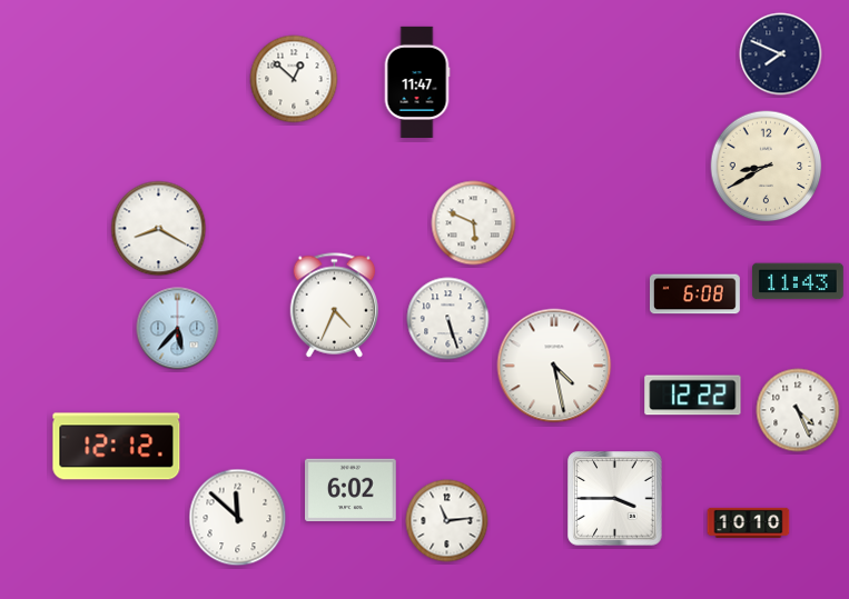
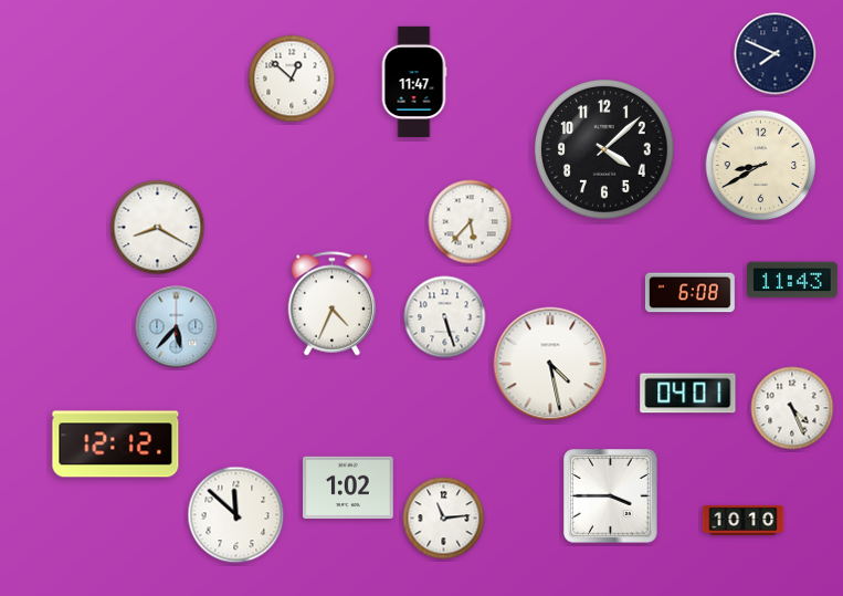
clock at (605, 150): none -> 4:08
clock at (474, 223): 5:49 -> 5:37
clock at (693, 396): 12:22 -> 04:01
clock at (352, 490): 6:02 -> 1:02
